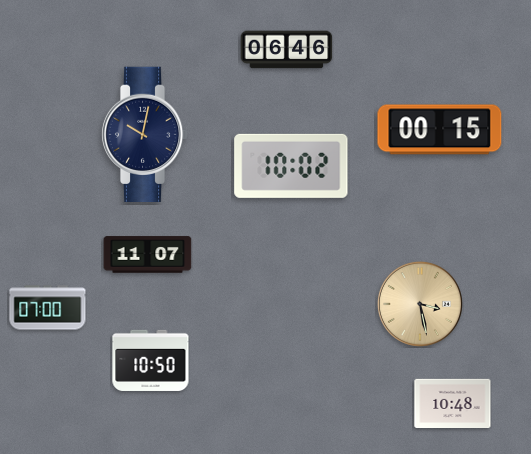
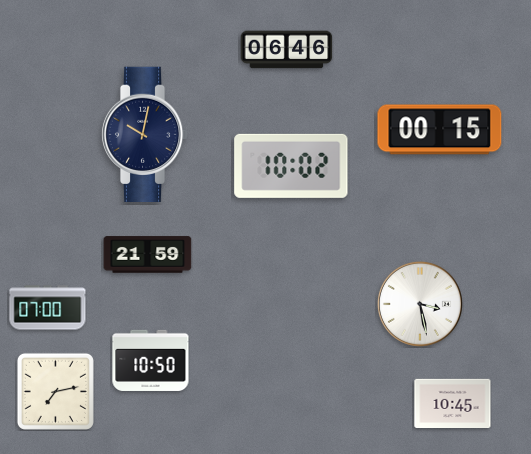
clock at (148, 255): 11:07 -> 21:59
clock at (420, 304) dial: champagne -> white
clock at (55, 391): none -> 7:13
clock at (453, 403): 10:48 -> 10:45
